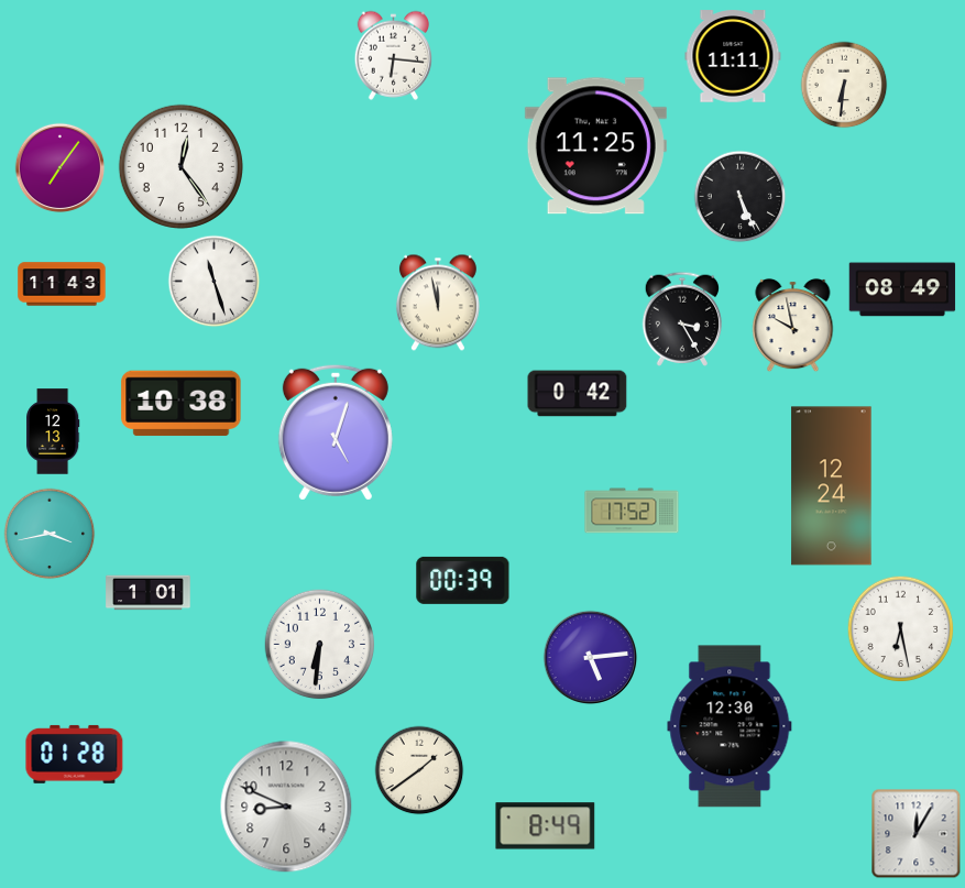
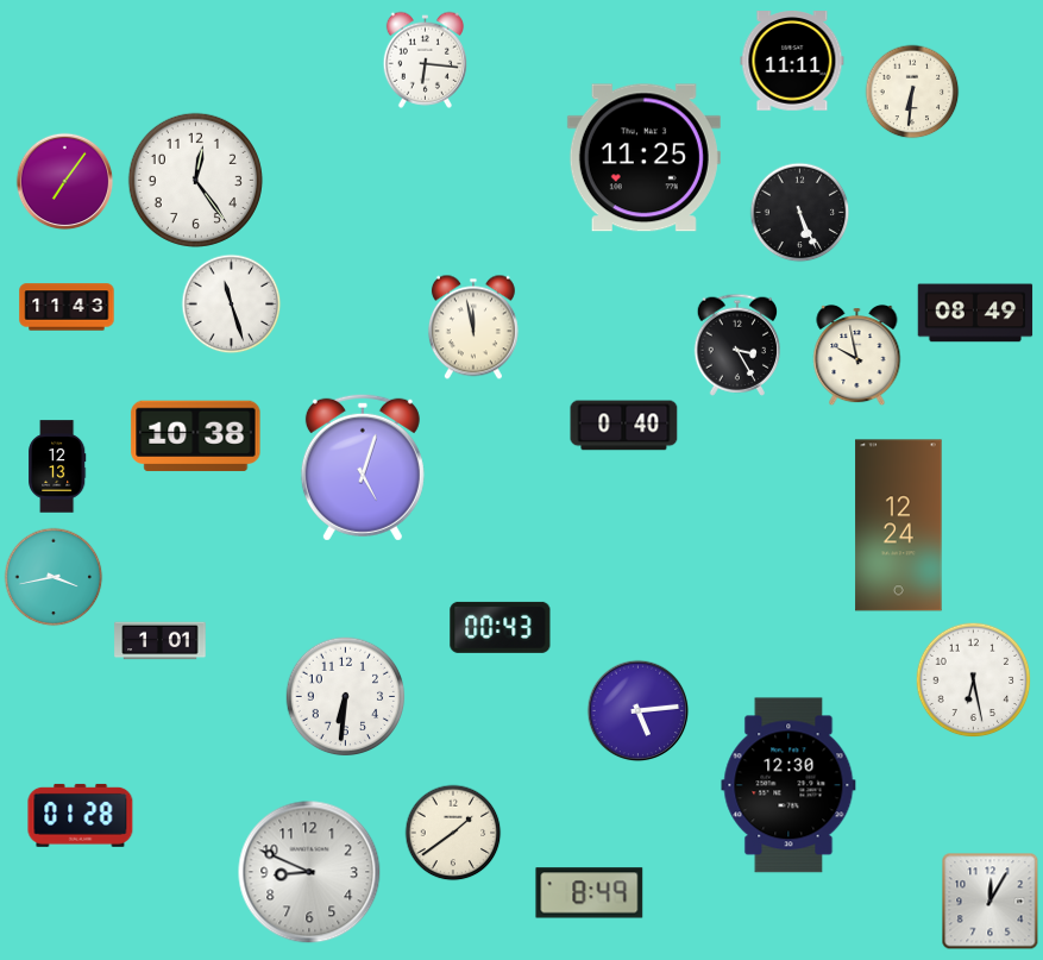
clock at (793, 326) position: (793, 326) -> (857, 356)
clock at (578, 394): 0:42 -> 0:40
clock at (632, 511): 17:52 -> none
clock at (463, 580): 00:39 -> 00:43
